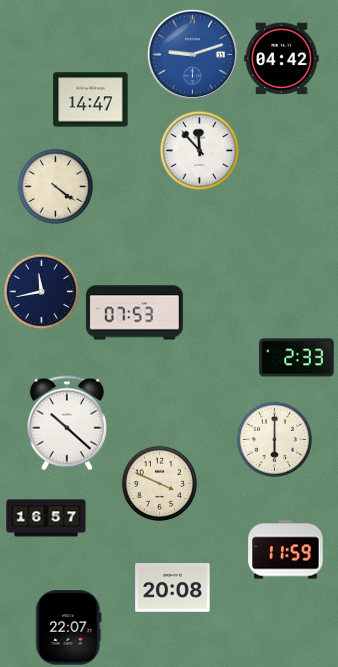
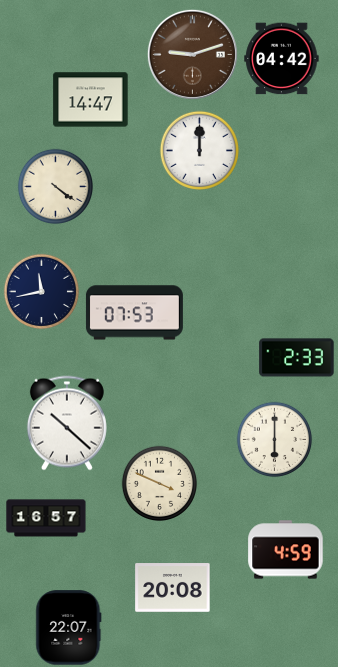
clock at (192, 54) dial: blue -> brown
clock at (199, 150): 11:53 -> 12:00
clock at (286, 550): 11:59 -> 4:59
